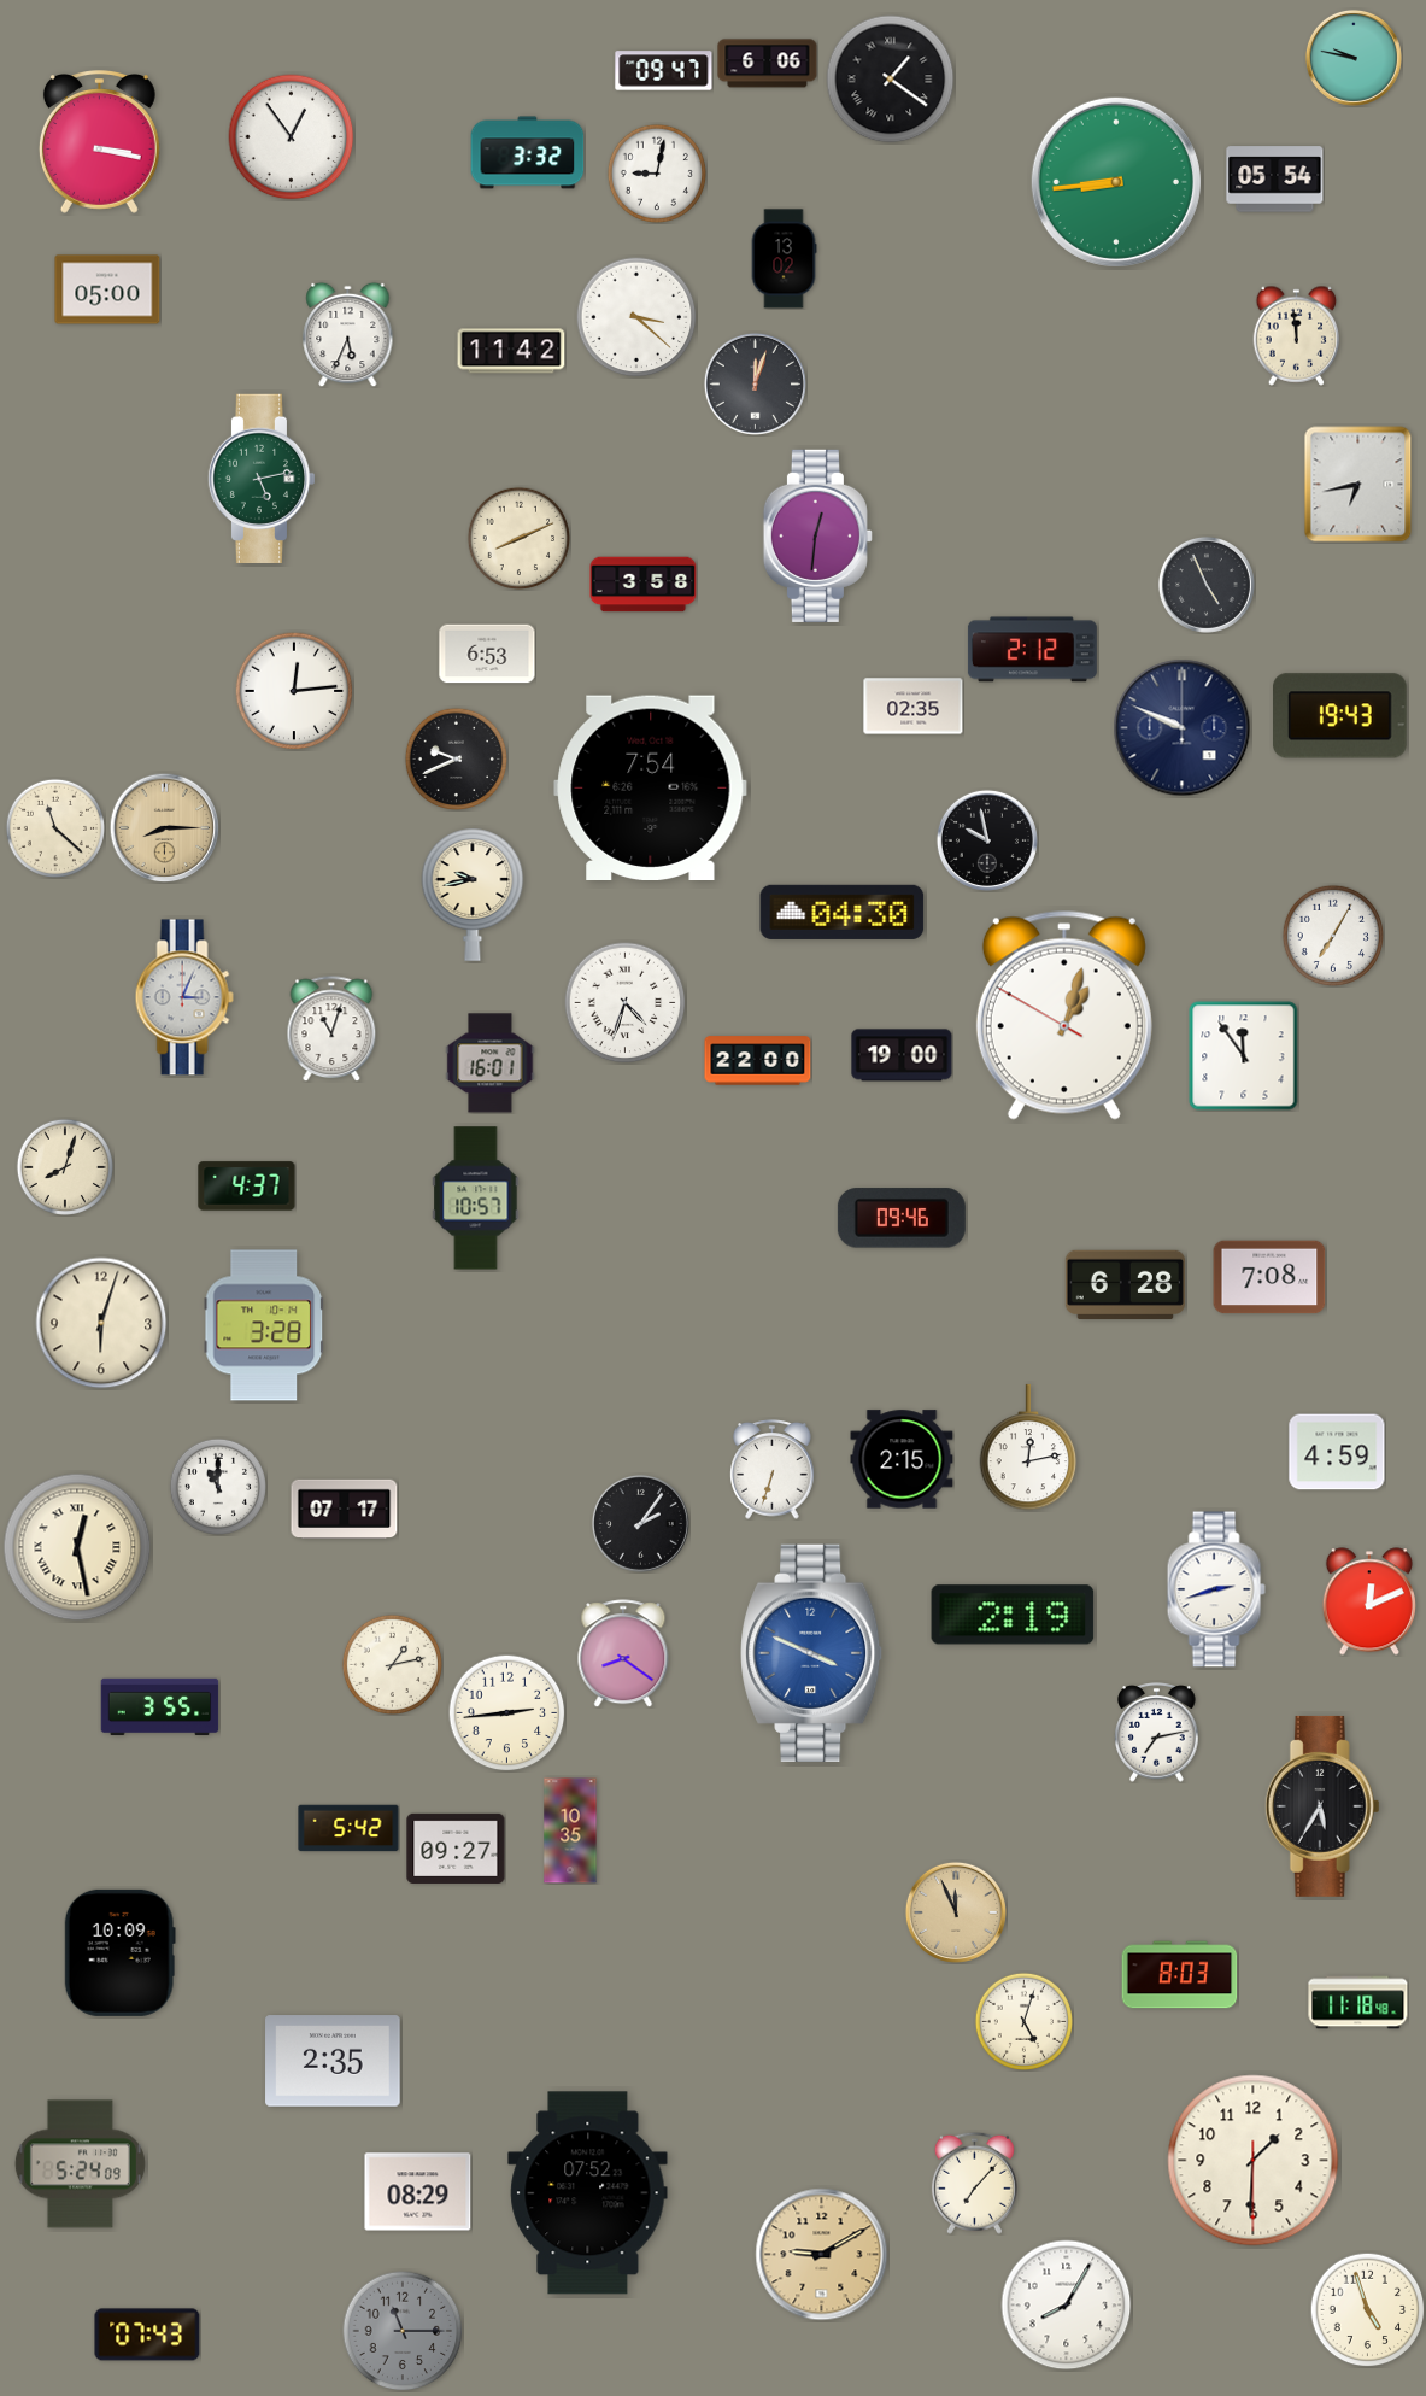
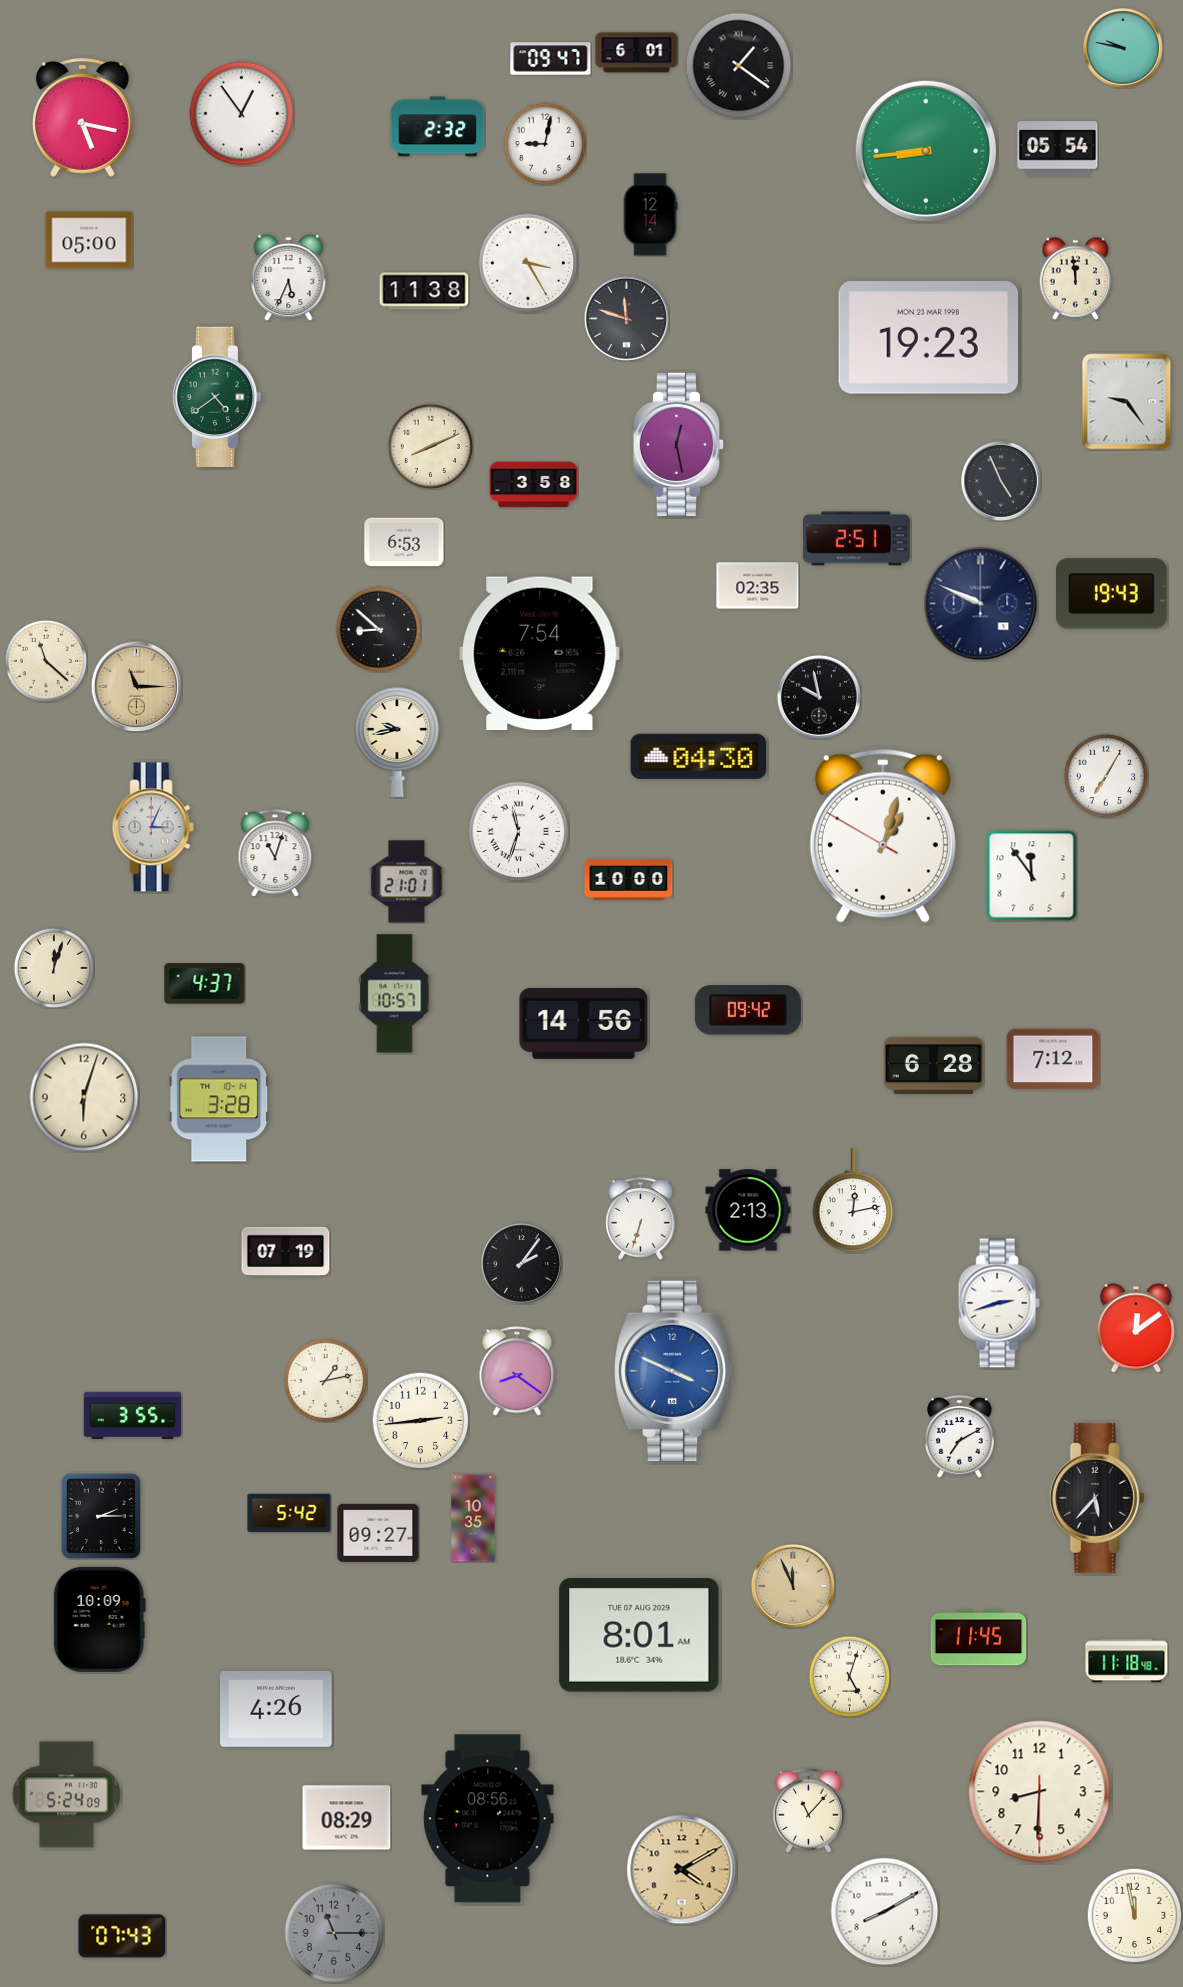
clock at (768, 64): 6:06 -> 6:01
clock at (99, 142): 3:17 -> 5:17
clock at (528, 153): 3:32 -> 2:32
clock at (784, 259): 13:02 -> 12:14
clock at (636, 317): 3:22 -> 3:25
clock at (511, 351): 11:42 -> 11:38
clock at (755, 383): 12:03 -> 11:48
clock at (928, 338): none -> 19:23
clock at (262, 478): 5:13 -> 4:39
clock at (1358, 485): 6:43 -> 9:24
clock at (817, 535): 12:31 -> 12:28
clock at (1207, 585) position: (1207, 585) -> (1001, 481)
clock at (1032, 650): 2:12 -> 2:51
clock at (294, 691): 12:14 -> none
clock at (456, 758): 9:41 -> 8:52
clock at (54, 827) position: (54, 827) -> (45, 660)
clock at (164, 827): 8:15 -> 11:15
clock at (473, 895) position: (473, 895) -> (397, 742)
clock at (626, 1003): 4:33 -> 11:33
clock at (1064, 1015) position: (1064, 1015) -> (883, 836)
clock at (902, 1055): 19:00 -> none
clock at (758, 1061): 22:00 -> 10:00
clock at (491, 1064): 16:01 -> 21:01
clock at (65, 1167): 8:03 -> 12:03
clock at (902, 1218): 09:46 -> 09:42
clock at (584, 1023): none -> 14:56
clock at (1269, 1277): 7:08 -> 7:12
clock at (1337, 1452): 4:59 -> none
clock at (902, 1459): 2:15 -> 2:13
clock at (218, 1487): 11:00 -> none
clock at (345, 1509): 07:17 -> 07:19
clock at (640, 1523) position: (640, 1523) -> (521, 1263)
clock at (77, 1547): 12:28 -> none
clock at (1216, 1589) position: (1216, 1589) -> (999, 1303)
clock at (1369, 1601): 12:11 -> 12:09
clock at (1013, 1615): 2:19 -> none
clock at (1157, 1733): 7:13 -> 7:10
clock at (1322, 1806): 5:35 -> 5:37
clock at (101, 1516): none -> 2:15
clock at (348, 1828) position: (348, 1828) -> (289, 1513)
clock at (639, 1635): none -> 8:01
clock at (1180, 1975): 8:03 -> 11:45
clock at (333, 2061): 2:35 -> 4:26
clock at (1254, 2161): 1:30 -> 8:30
clock at (974, 2183): 7:07 -> 11:07
clock at (588, 2193): 07:52 -> 08:56
clock at (822, 2255): 9:10 -> 4:10
clock at (1067, 2306): 8:05 -> 8:10
clock at (1367, 2309): 4:57 -> 11:58
